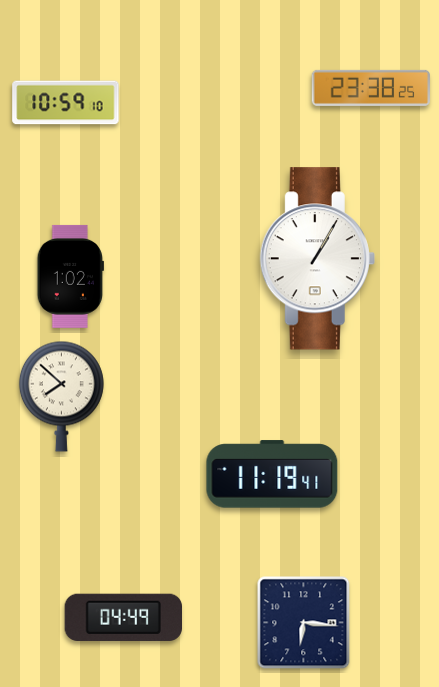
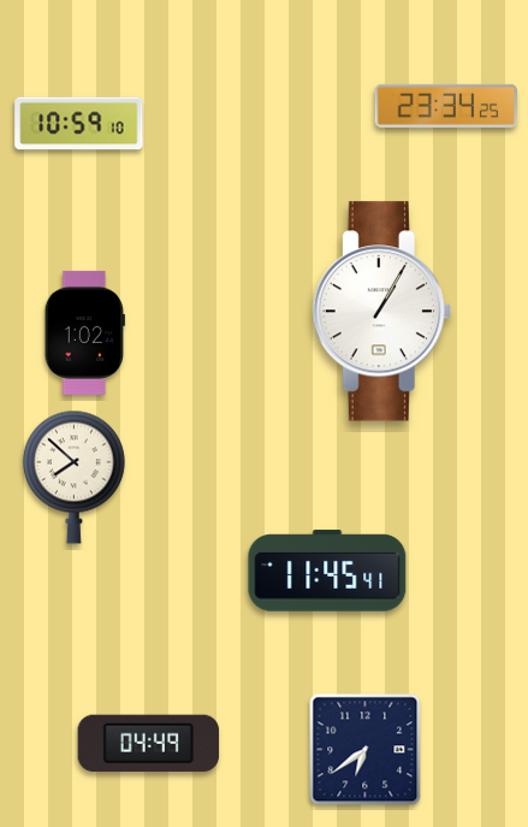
clock at (370, 88): 23:38 -> 23:34
clock at (272, 474): 11:19 -> 11:45
clock at (304, 623): 6:16 -> 6:39
